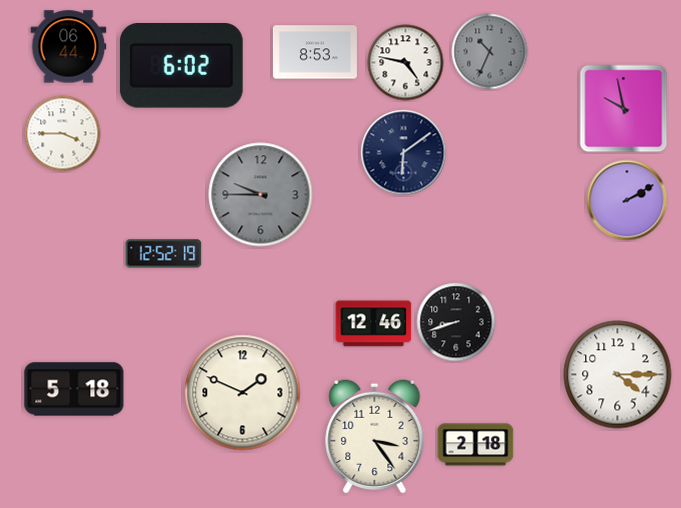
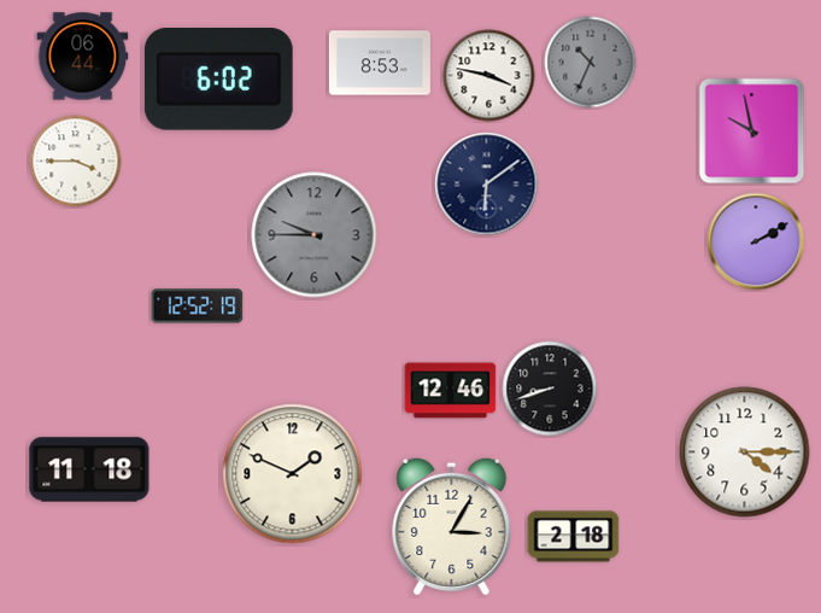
clock at (406, 63): 4:47 -> 3:47
clock at (74, 389): 5:18 -> 11:18
clock at (375, 435): 3:24 -> 3:05
